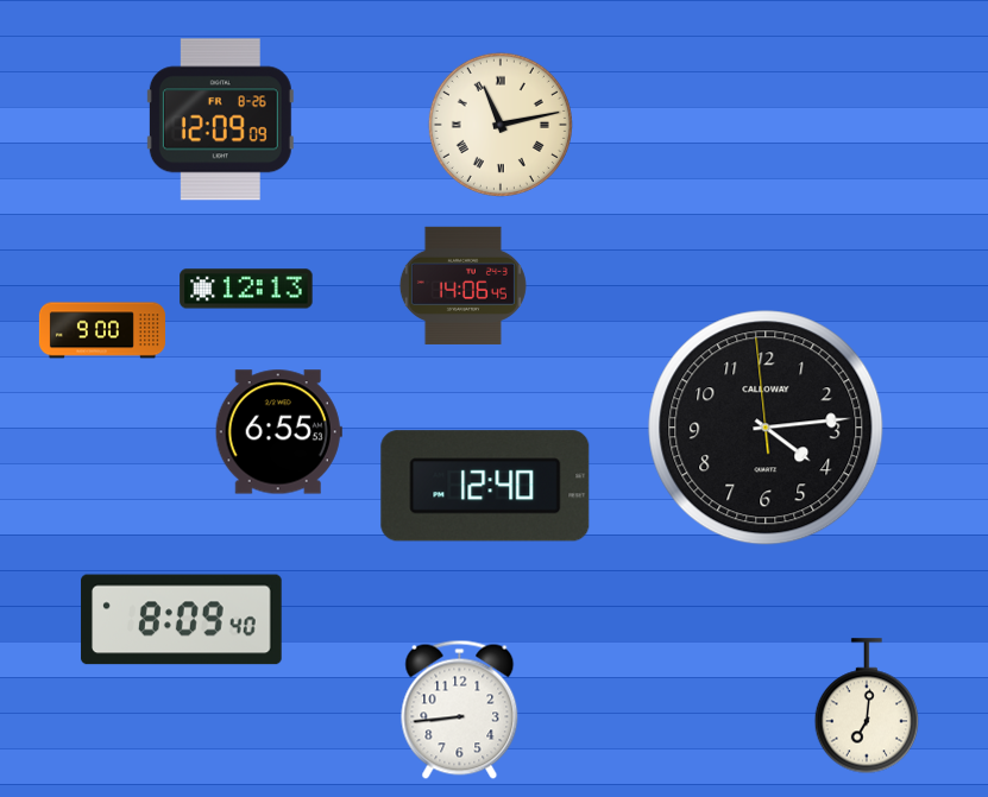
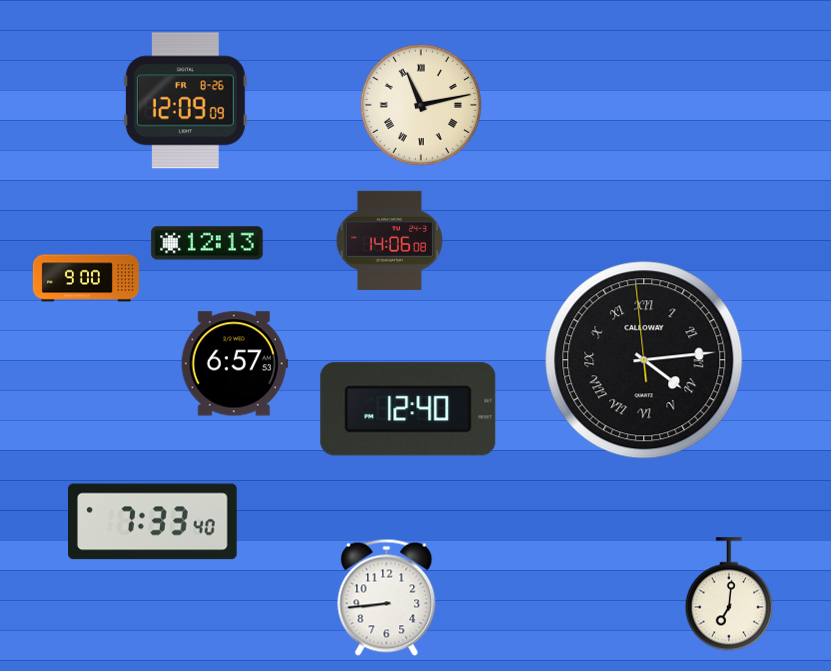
clock at (462, 285): 14:06:45 -> 14:06:08
clock at (766, 428) numerals: Arabic -> Roman
clock at (278, 432): 6:55 -> 6:57
clock at (182, 620): 8:09 -> 7:33
